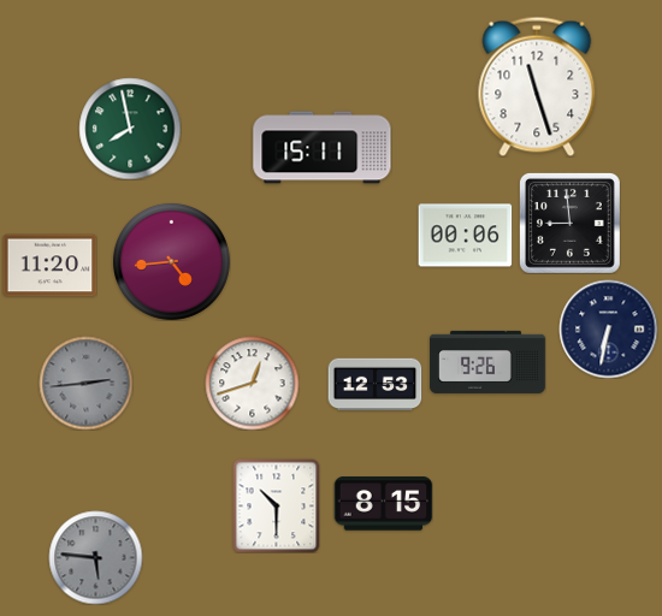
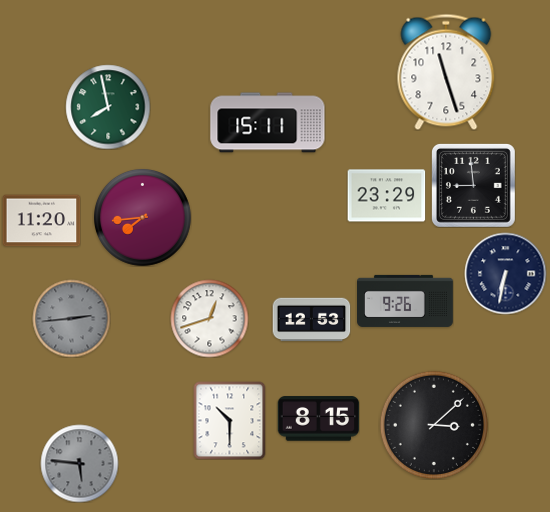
clock at (465, 236): 00:06 -> 23:29
clock at (171, 261): 4:44 -> 7:44
clock at (434, 425): none -> 3:08
